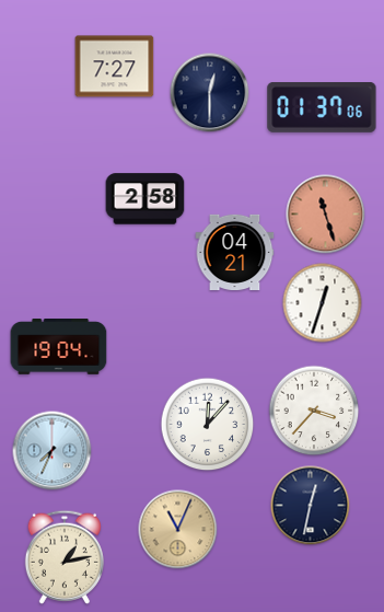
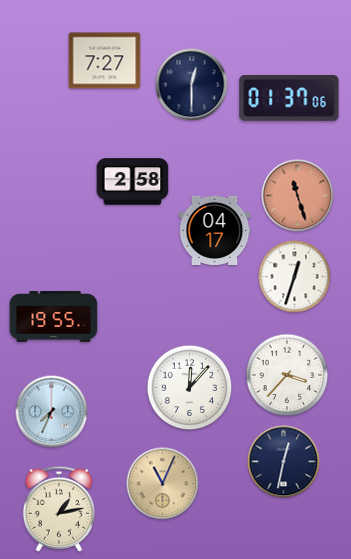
clock at (322, 108) position: (322, 108) -> (289, 99)
clock at (235, 252): 04:21 -> 04:17
clock at (59, 347): 19:04 -> 19:55
clock at (53, 451) position: (53, 451) -> (52, 412)
